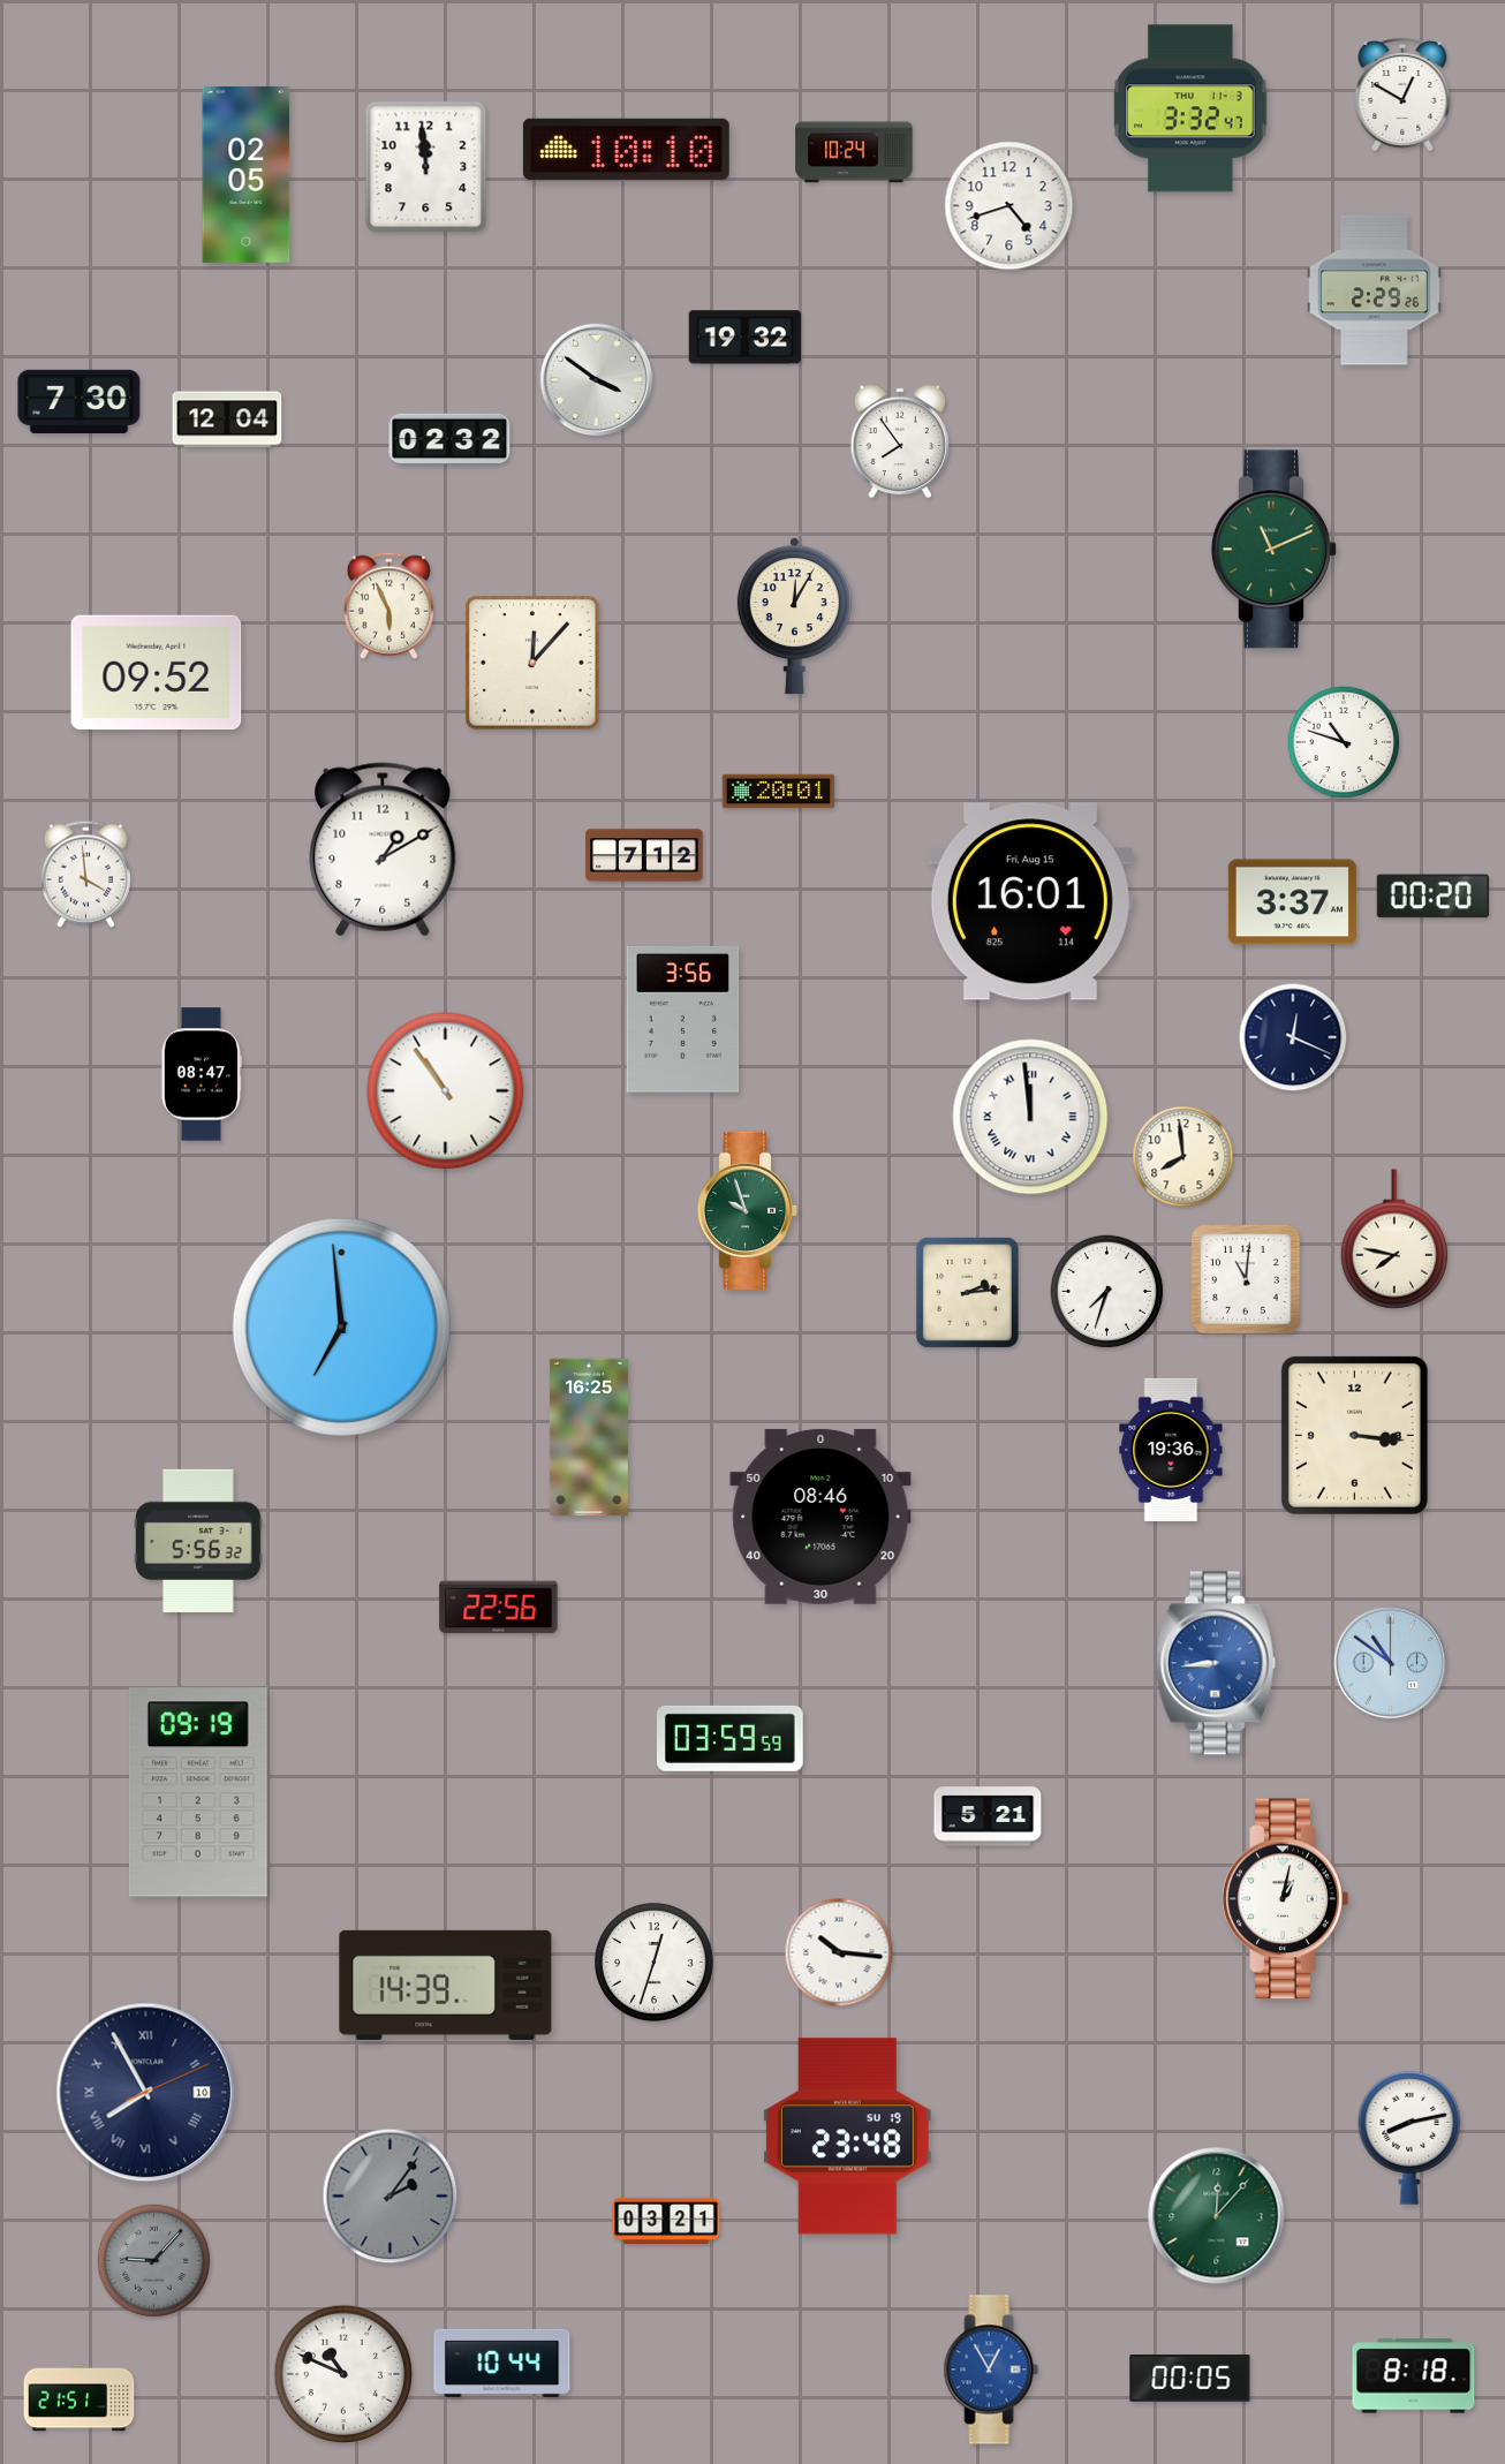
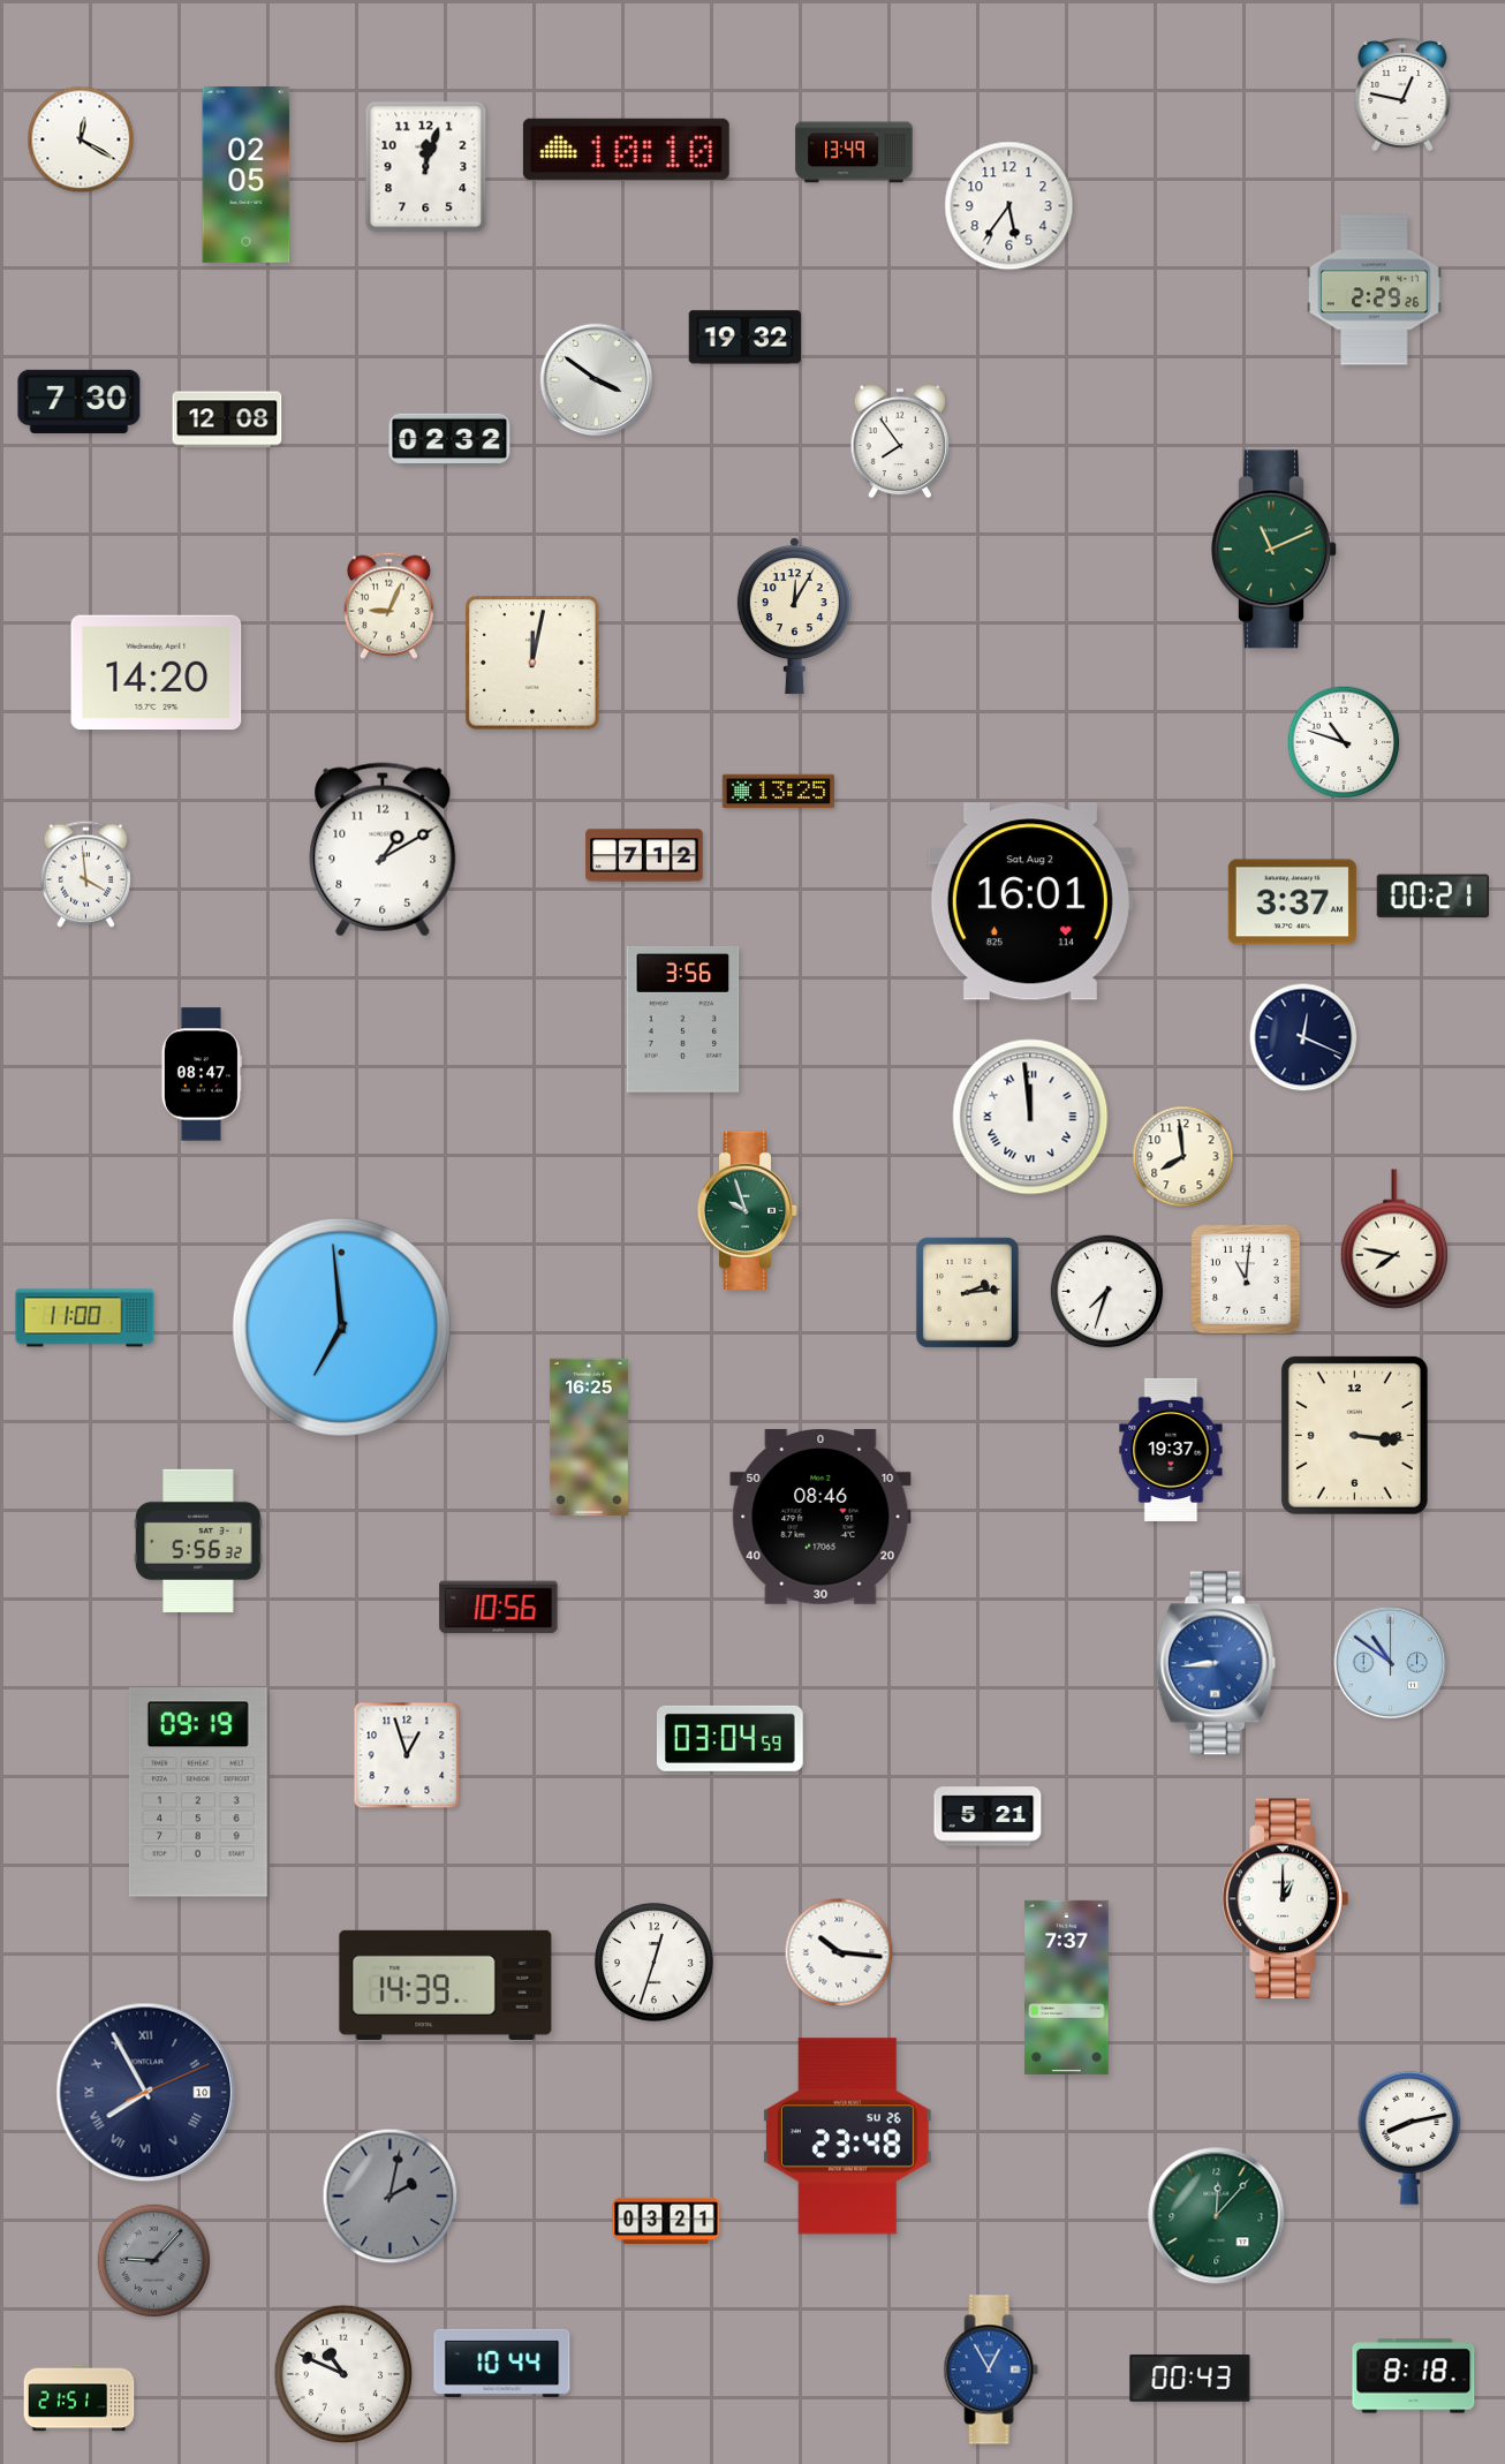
clock at (1402, 95): 12:50 -> 12:47
clock at (1190, 108): 3:32 -> none
clock at (81, 139): none -> 12:20
clock at (854, 152): 10:24 -> 13:49
clock at (426, 167): 11:59 -> 12:03
clock at (1009, 206): 4:42 -> 5:36
clock at (227, 420): 12:04 -> 12:08
clock at (388, 605): 5:56 -> 9:04
clock at (534, 664): 12:07 -> 12:02
clock at (157, 673): 09:52 -> 14:20
clock at (779, 792): 20:01 -> 13:25
clock at (1432, 897): 00:20 -> 00:21
clock at (1030, 901) date: Fri, Aug 15 -> Sat, Aug 2
clock at (1293, 1037) position: (1293, 1037) -> (1303, 1037)
clock at (446, 1091): 10:54 -> none
clock at (85, 1318): none -> 11:00
clock at (1171, 1450): 19:36 -> 19:37
clock at (499, 1608): 22:56 -> 10:56
clock at (729, 1738): 03:59 -> 03:04
clock at (407, 1755): none -> 12:57
clock at (1286, 1899): 1:02 -> 1:00
clock at (1067, 1987): none -> 7:37
clock at (847, 2137) date: SU 19 -> SU 26
clock at (391, 2197): 2:06 -> 2:02
clock at (1190, 2379): 00:05 -> 00:43
